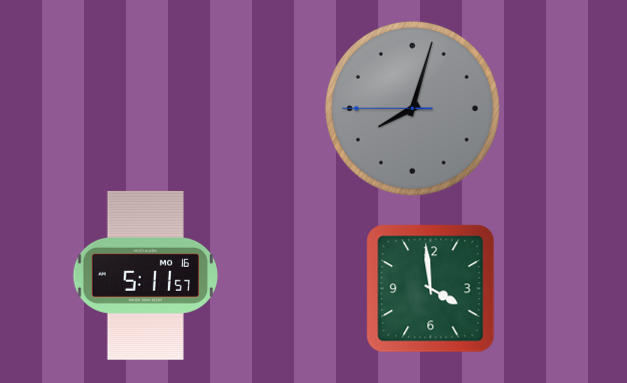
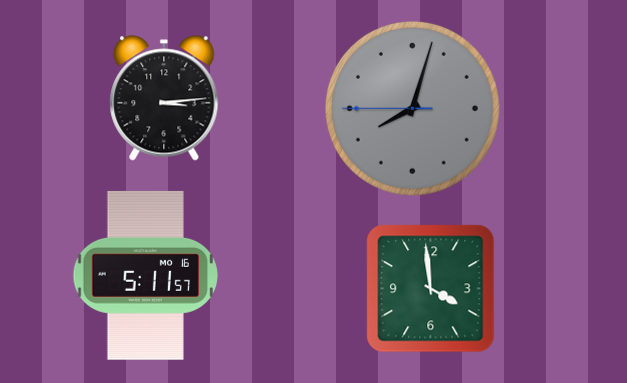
clock at (164, 98): none -> 3:14
